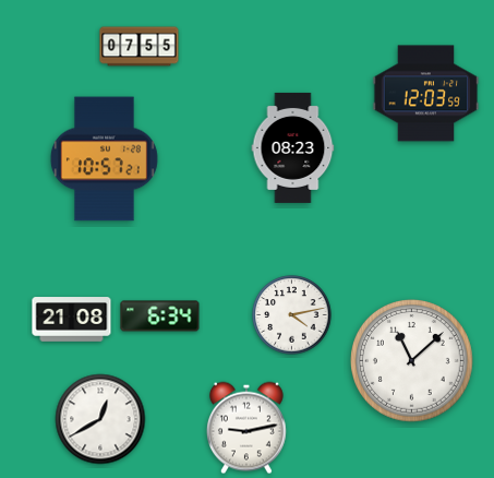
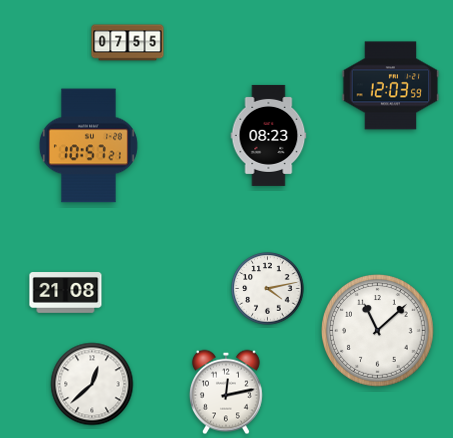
clock at (104, 159) position: (104, 159) -> (88, 146)
clock at (160, 316): 6:34 -> none
clock at (100, 419): 12:40 -> 12:38
clock at (246, 428): 9:13 -> 12:13
